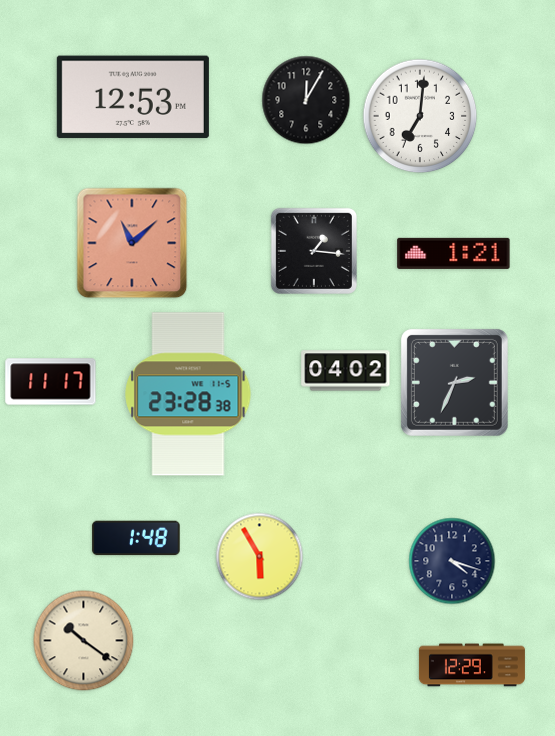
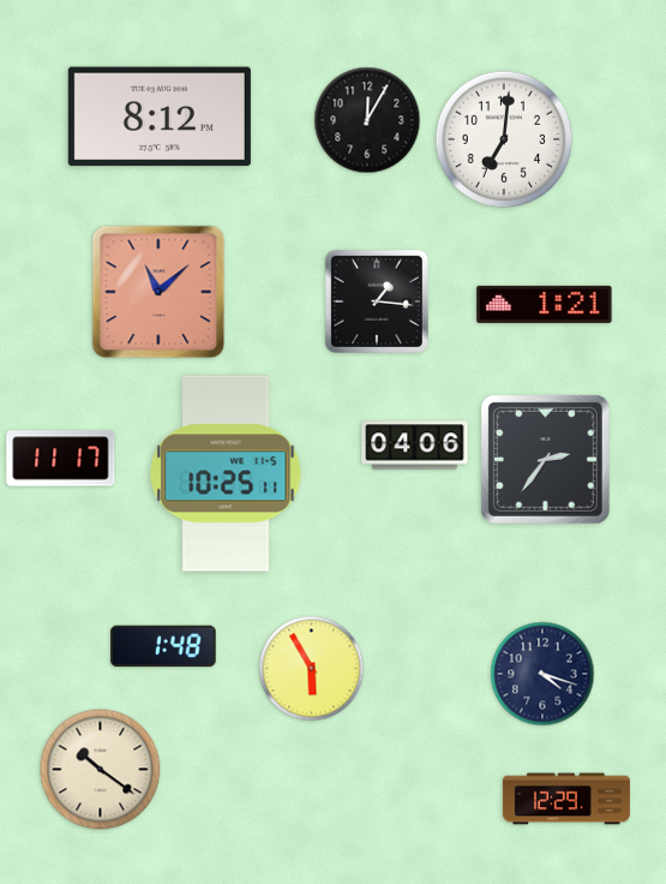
clock at (133, 97): 12:53 -> 8:12
clock at (346, 371): 04:02 -> 04:06
clock at (454, 382): 2:34 -> 2:36
clock at (188, 394): 23:28 -> 10:25
